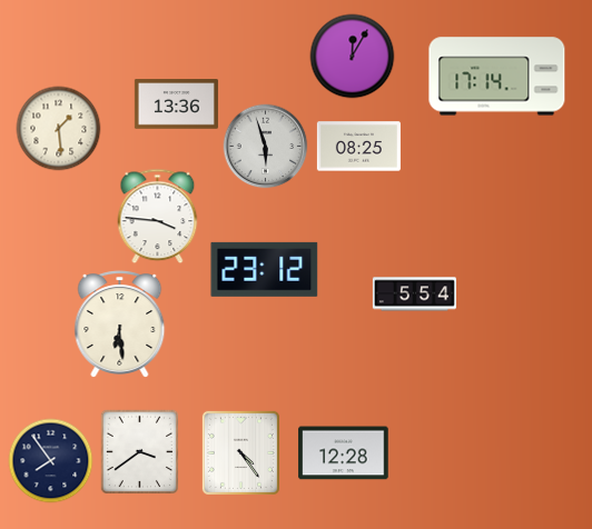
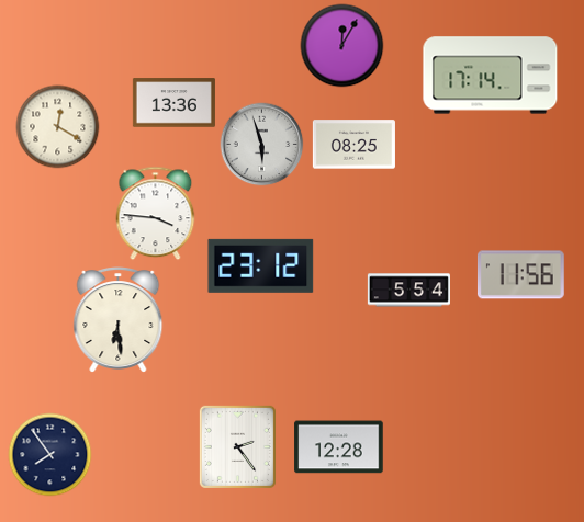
clock at (353, 57) position: (353, 57) -> (342, 46)
clock at (59, 129): 1:29 -> 12:20
clock at (520, 275): none -> 11:56
clock at (140, 452): 3:39 -> none
clock at (240, 452): 4:24 -> 2:24
